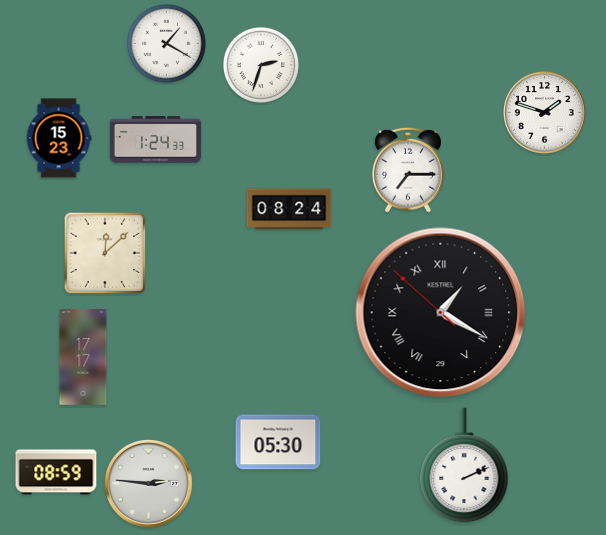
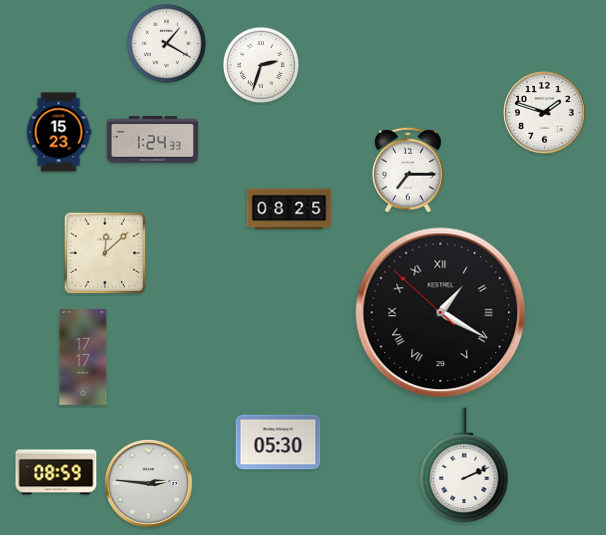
clock at (59, 138) position: (59, 138) -> (59, 132)
clock at (155, 140) position: (155, 140) -> (152, 140)
clock at (289, 209): 08:24 -> 08:25
